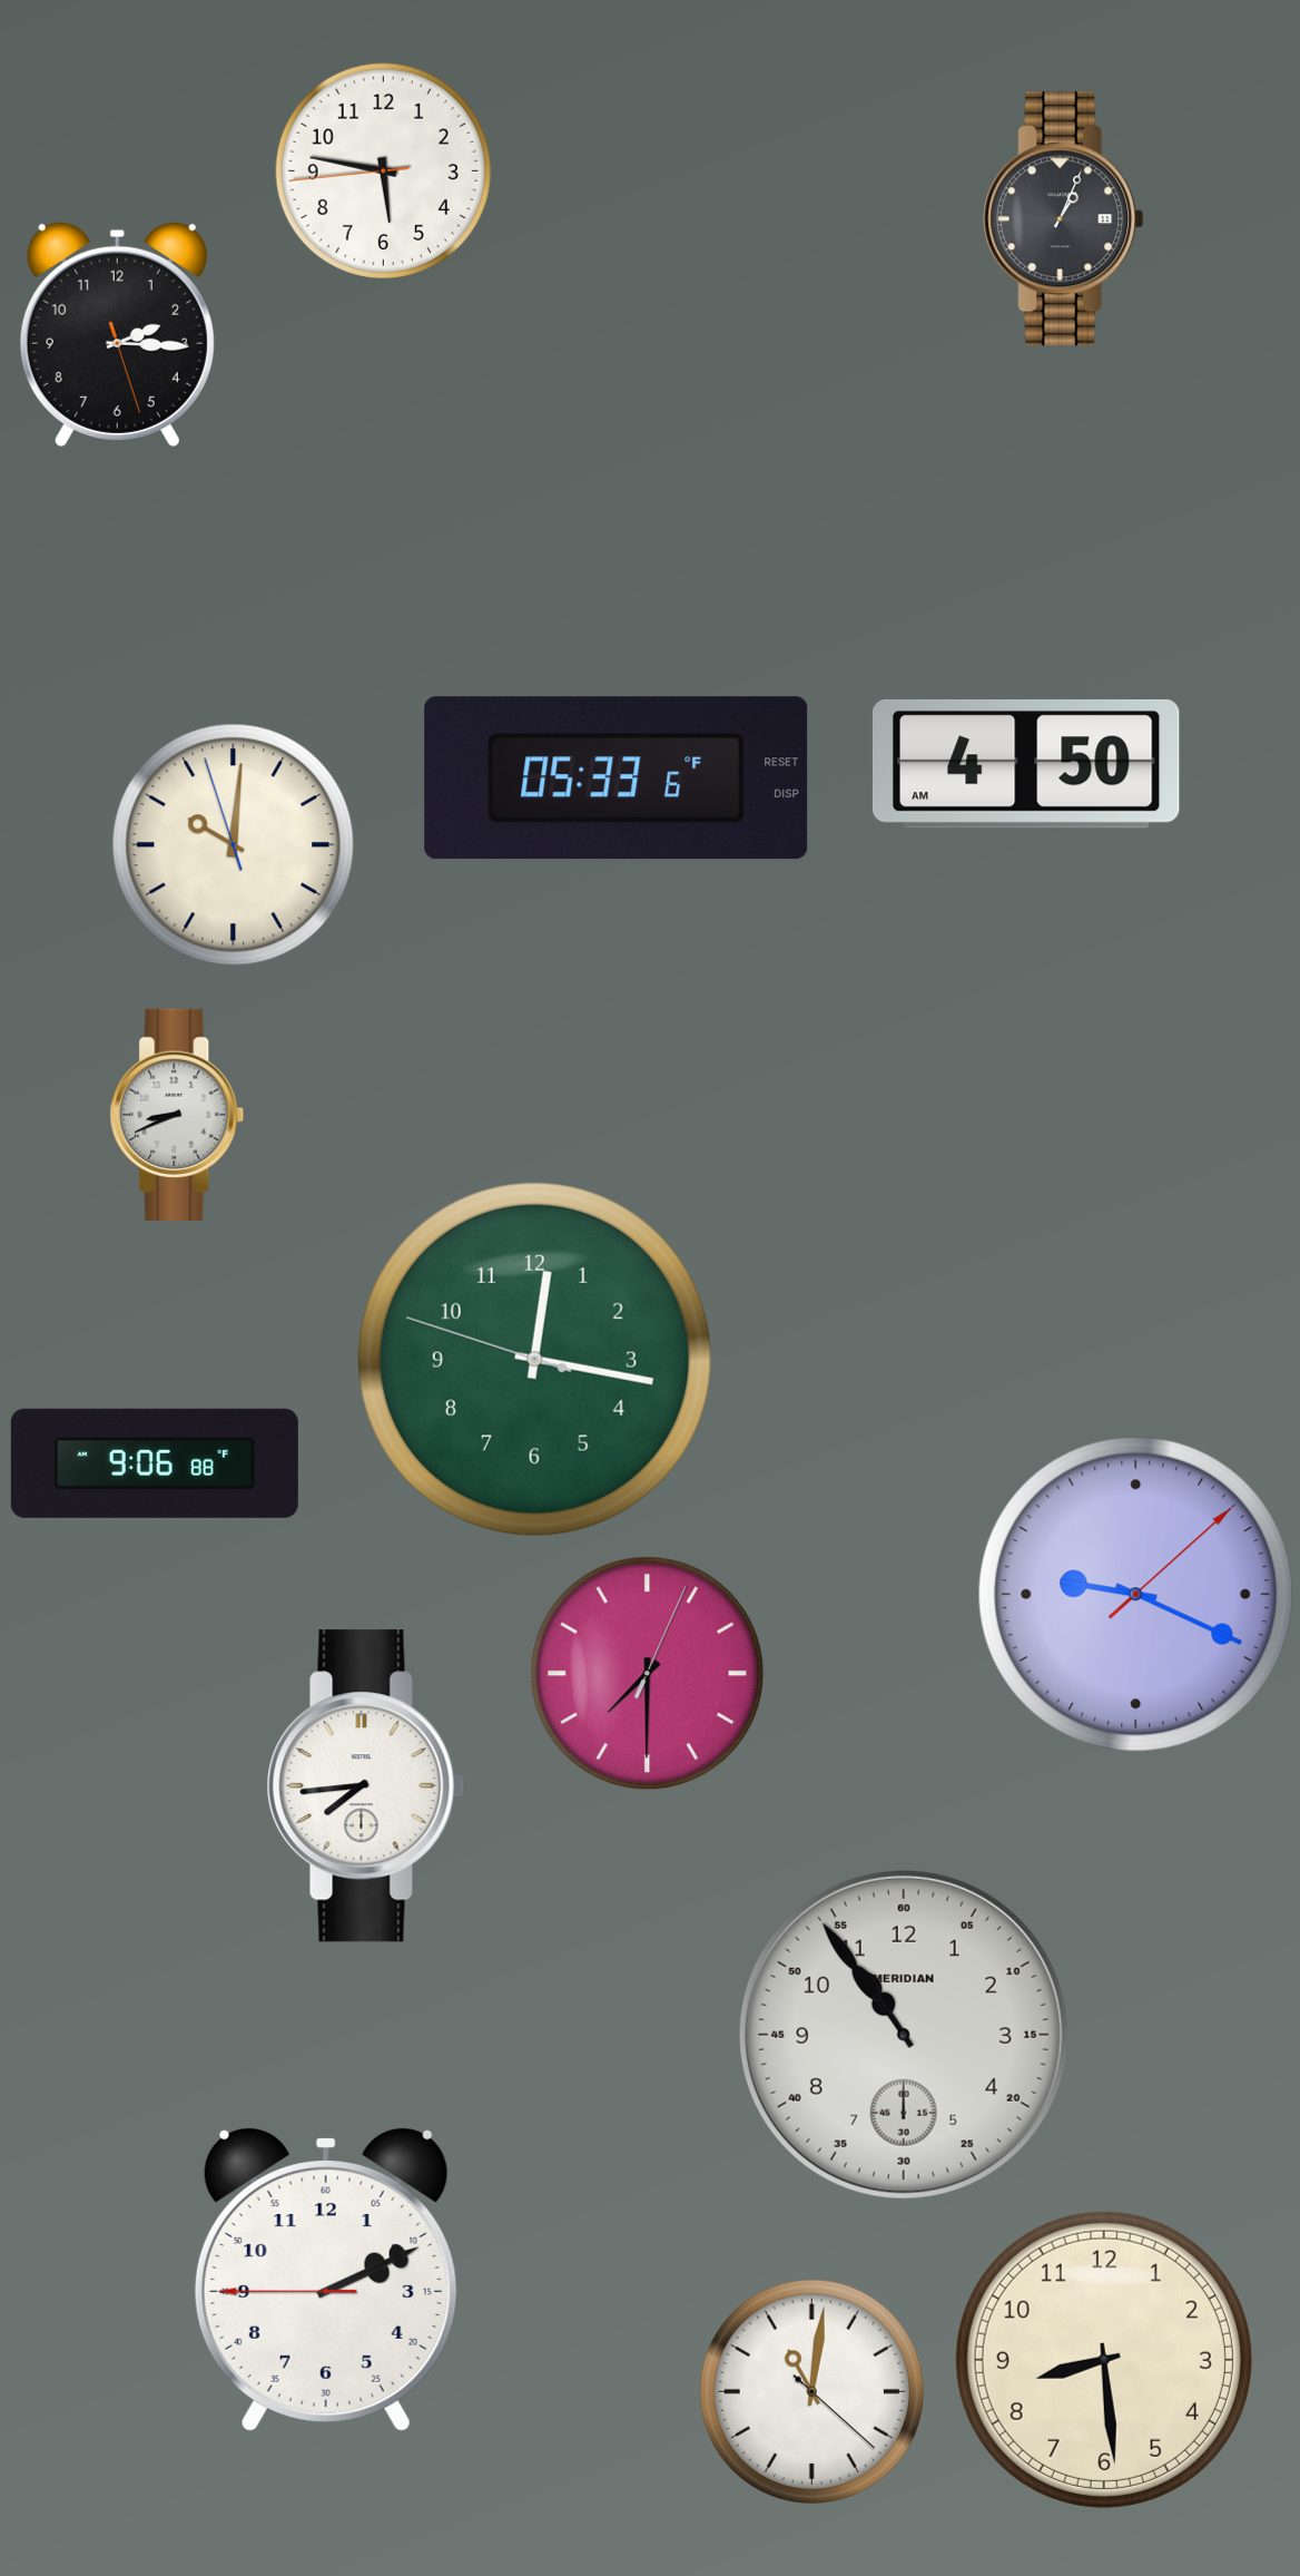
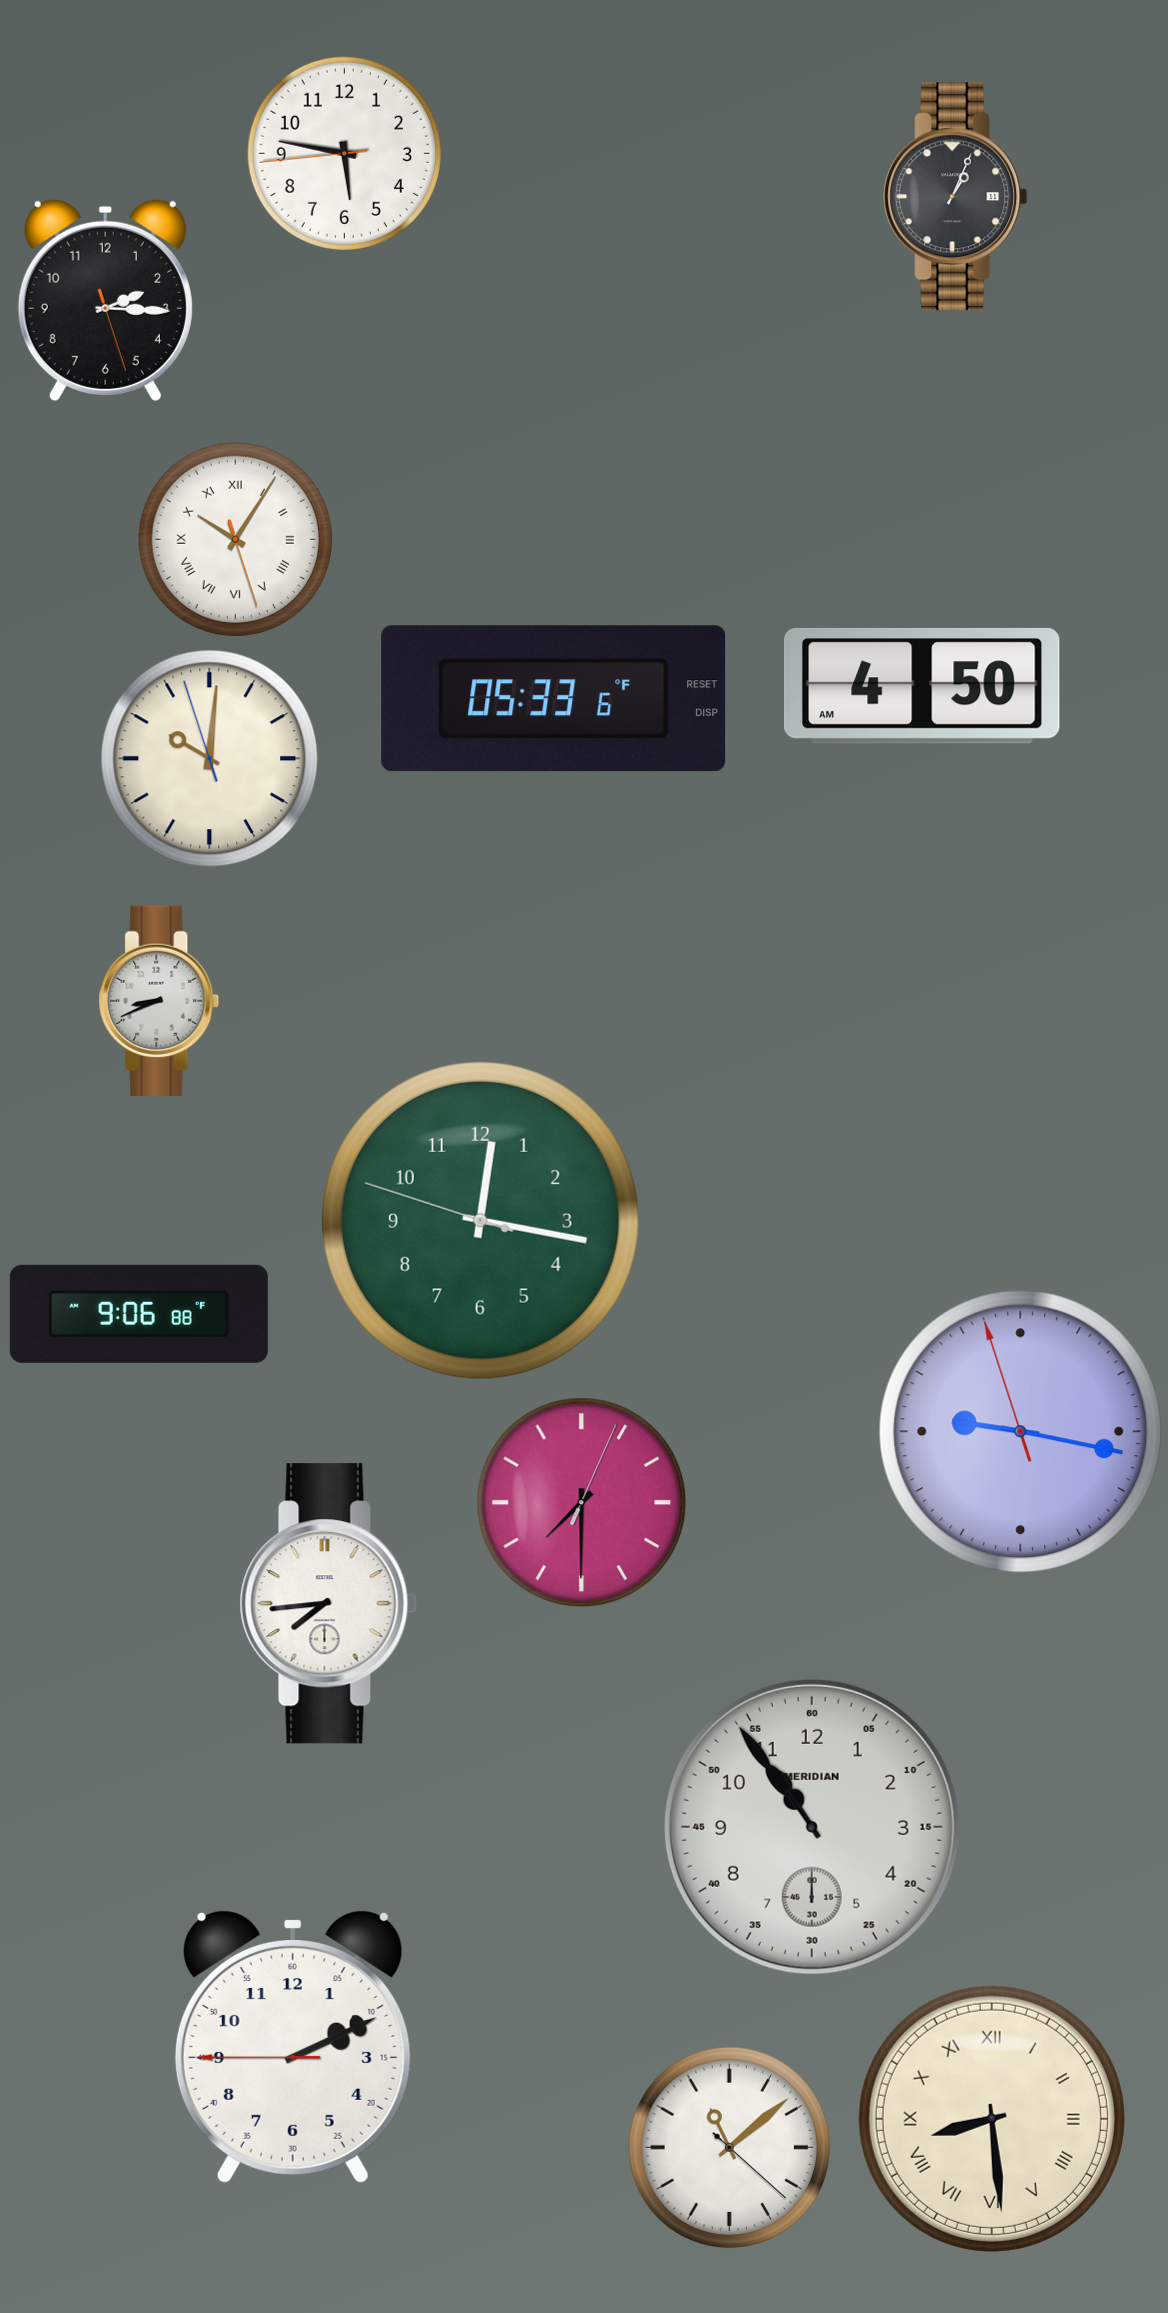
clock at (235, 539): none -> 10:05
clock at (1136, 1595): 9:19 -> 9:16
clock at (1104, 2360) numerals: Arabic -> Roman
clock at (812, 2392): 11:01 -> 11:08
